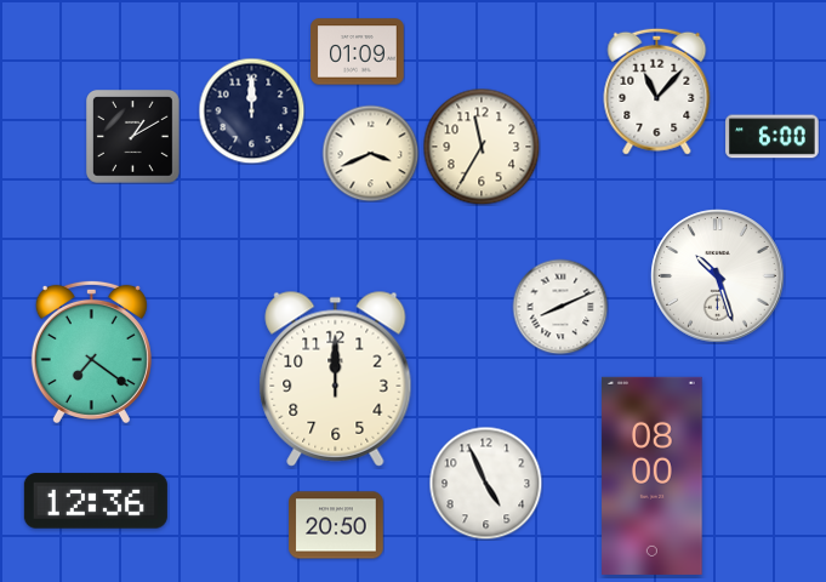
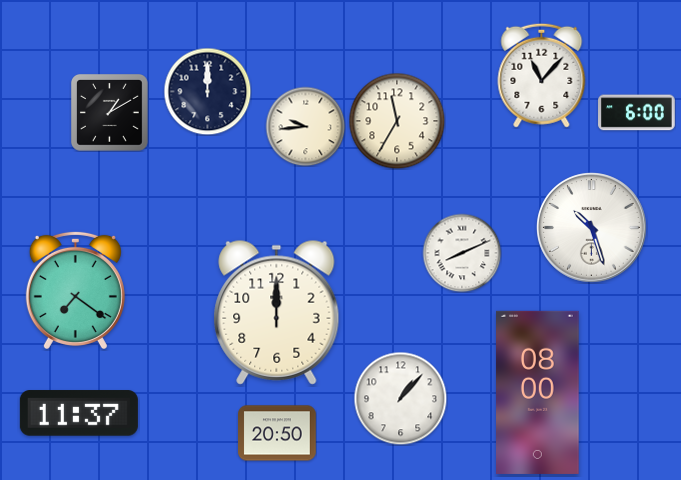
clock at (358, 52): 01:09 -> none
clock at (370, 153): 3:41 -> 9:44
clock at (485, 483): 4:56 -> 1:07
clock at (96, 501): 12:36 -> 11:37
